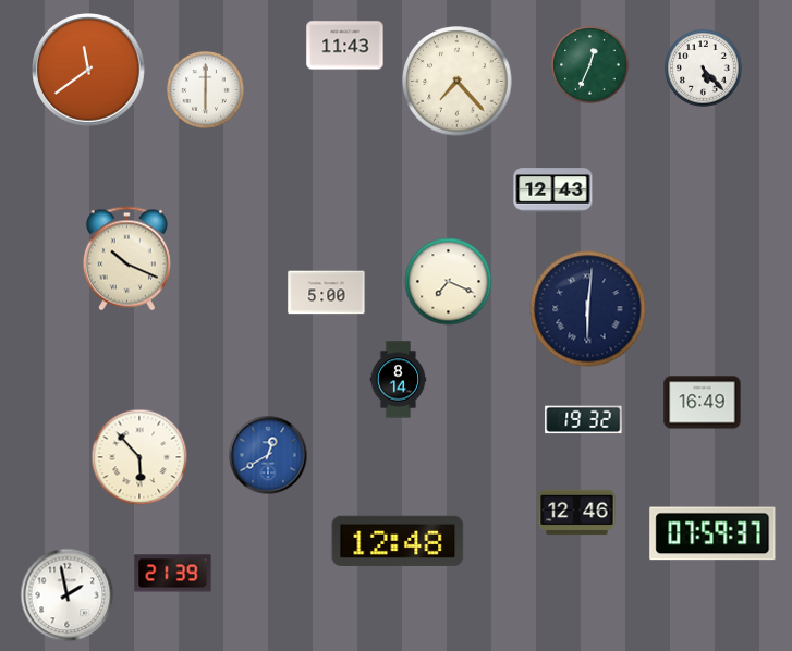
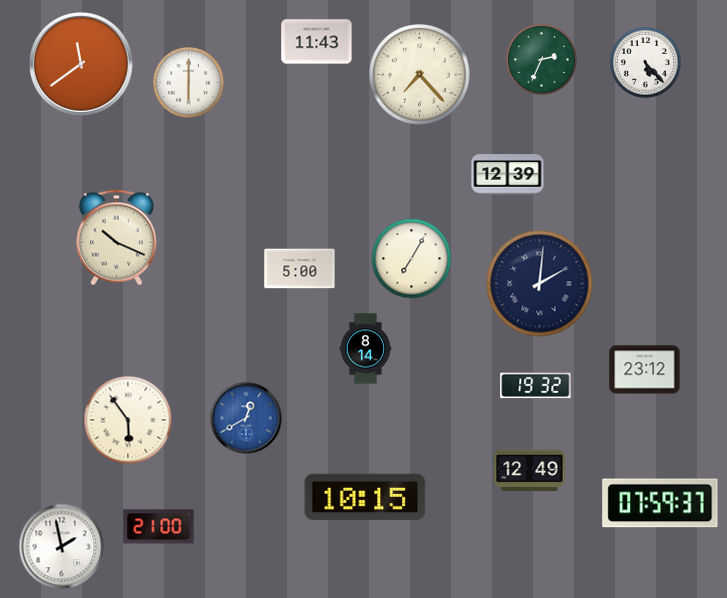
clock at (590, 65): 12:34 -> 2:34
clock at (553, 191): 12:43 -> 12:39
clock at (449, 282): 7:19 -> 7:05
clock at (588, 309): 6:01 -> 2:01
clock at (703, 403): 16:49 -> 23:12
clock at (139, 457): 5:53 -> 5:54
clock at (577, 513): 12:46 -> 12:49
clock at (712, 533) position: (712, 533) -> (660, 503)
clock at (398, 541): 12:48 -> 10:15
clock at (173, 574): 21:39 -> 21:00
